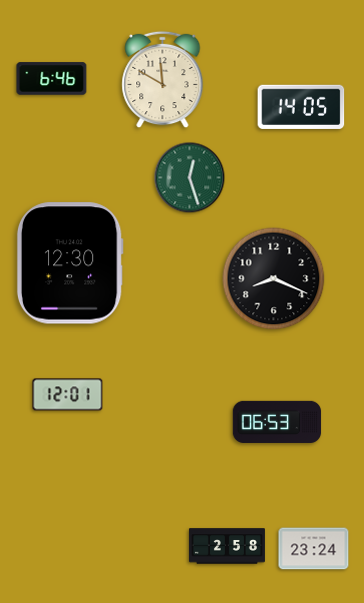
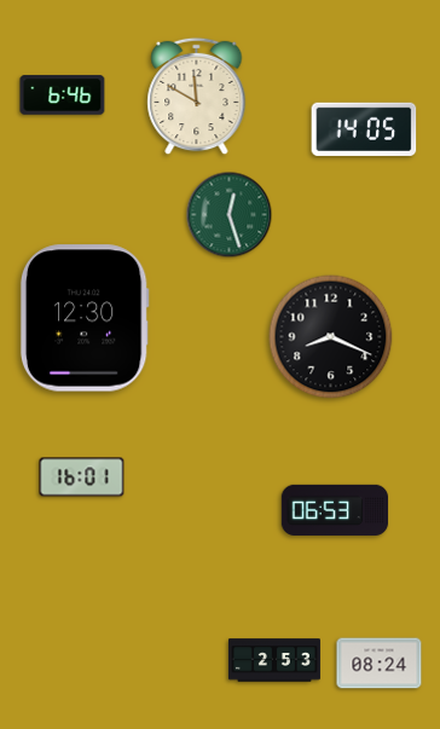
clock at (68, 395): 12:01 -> 16:01
clock at (227, 546): 2:58 -> 2:53
clock at (314, 549): 23:24 -> 08:24
